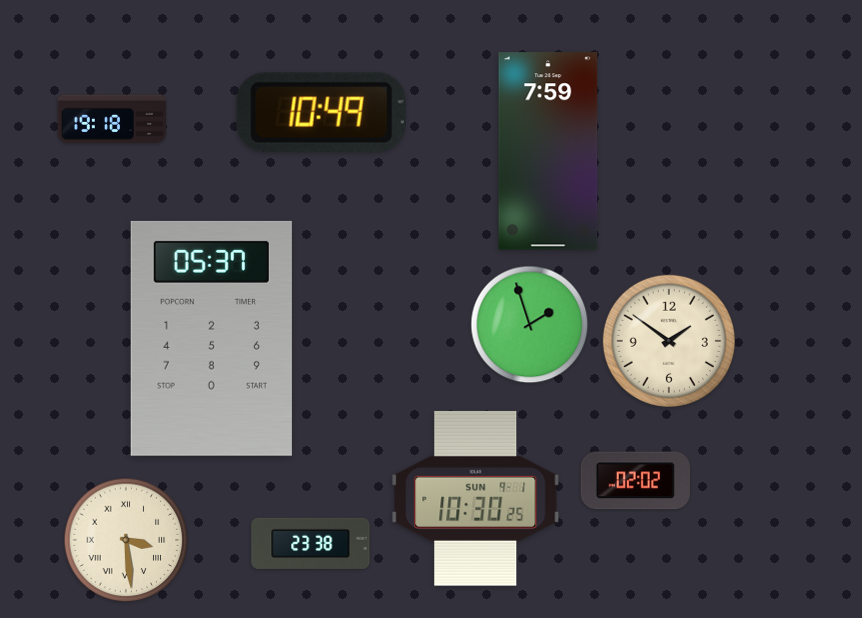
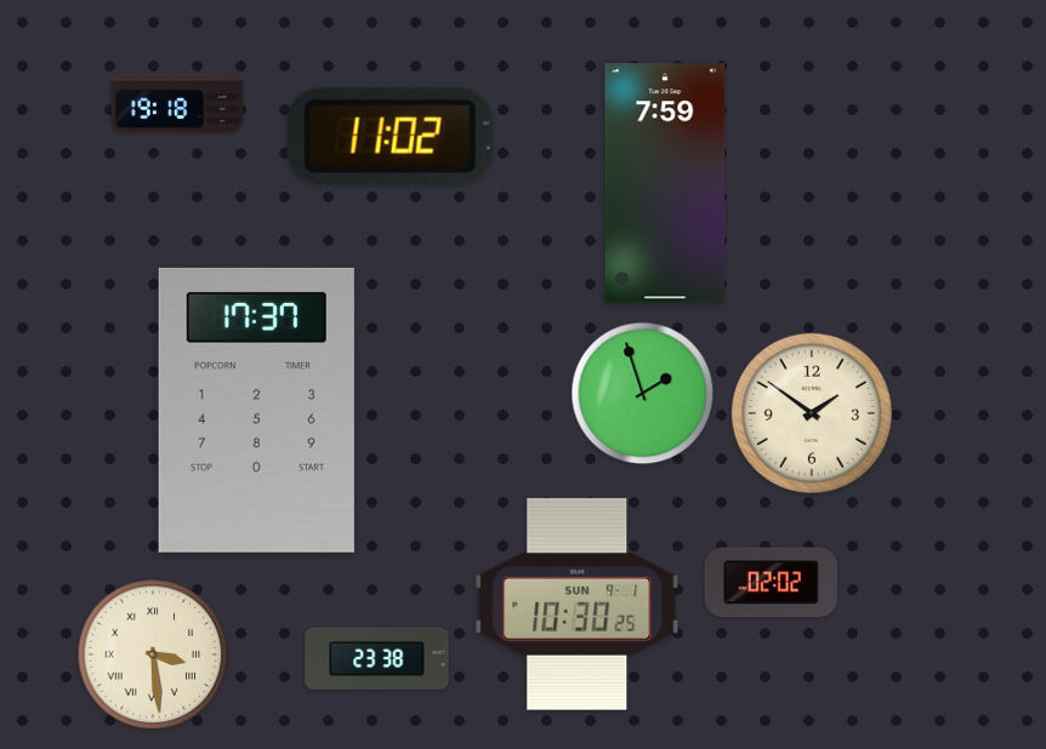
clock at (321, 112): 10:49 -> 11:02
clock at (112, 119) position: (112, 119) -> (177, 103)
clock at (211, 338): 05:37 -> 17:37
